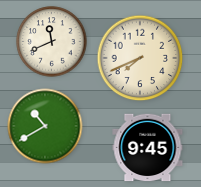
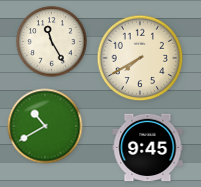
clock at (52, 42): 11:41 -> 11:25
clock at (140, 58): 7:41 -> 7:40
